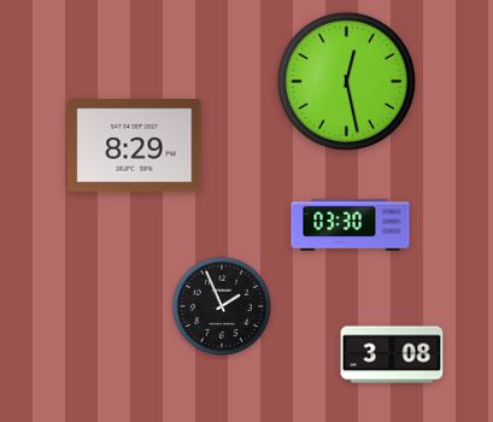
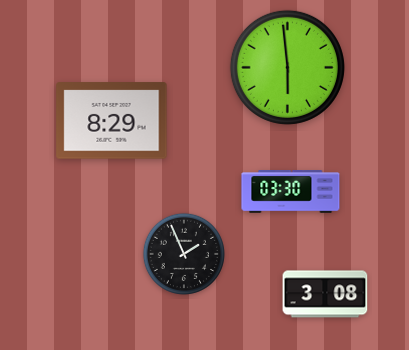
clock at (346, 81): 12:28 -> 5:59
clock at (351, 225) position: (351, 225) -> (291, 192)
